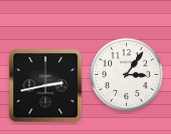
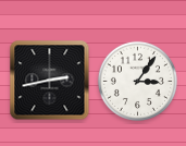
clock at (46, 86) position: (46, 86) -> (50, 81)
